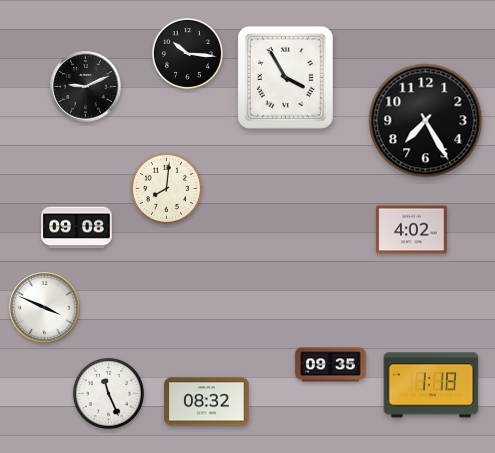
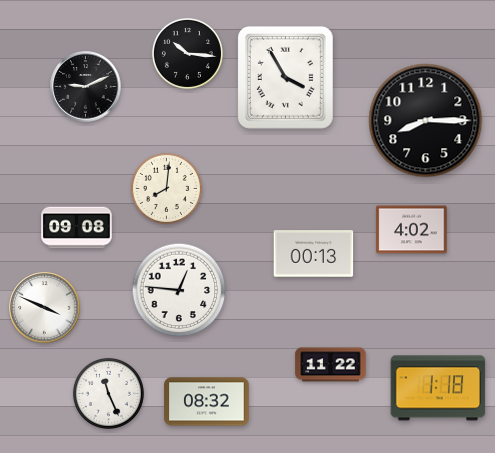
clock at (426, 121): 7:25 -> 8:15
clock at (314, 254): none -> 00:13
clock at (179, 290): none -> 12:46
clock at (331, 365): 09:35 -> 11:22
clock at (431, 385) position: (431, 385) -> (438, 388)
